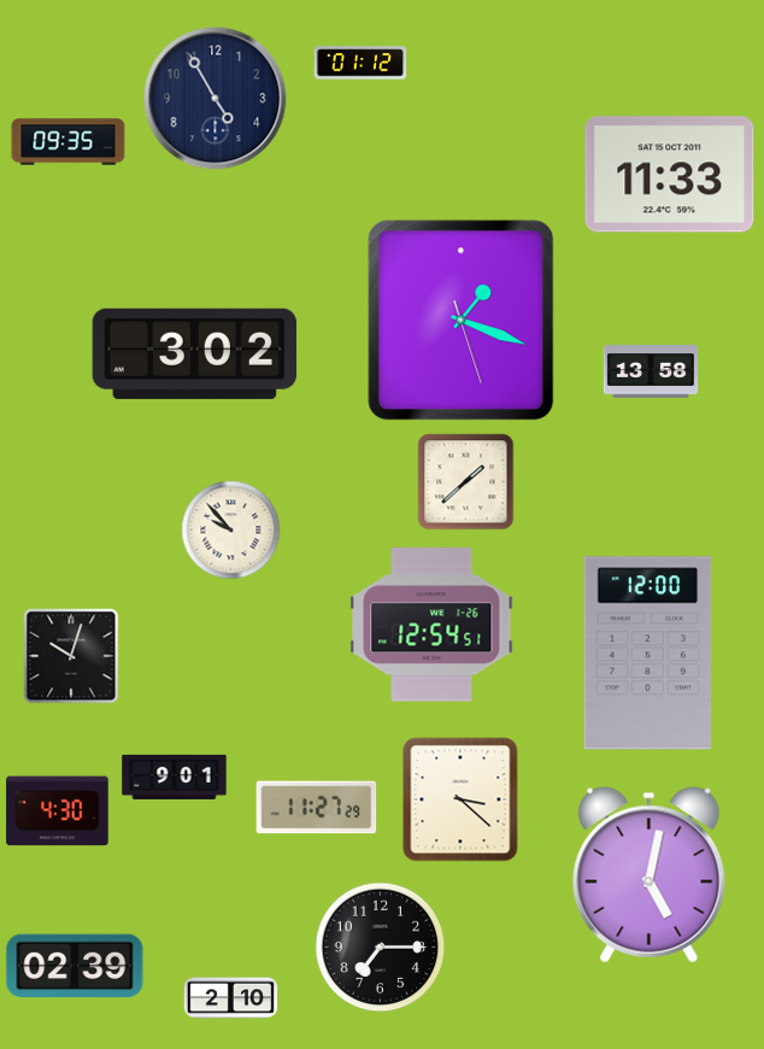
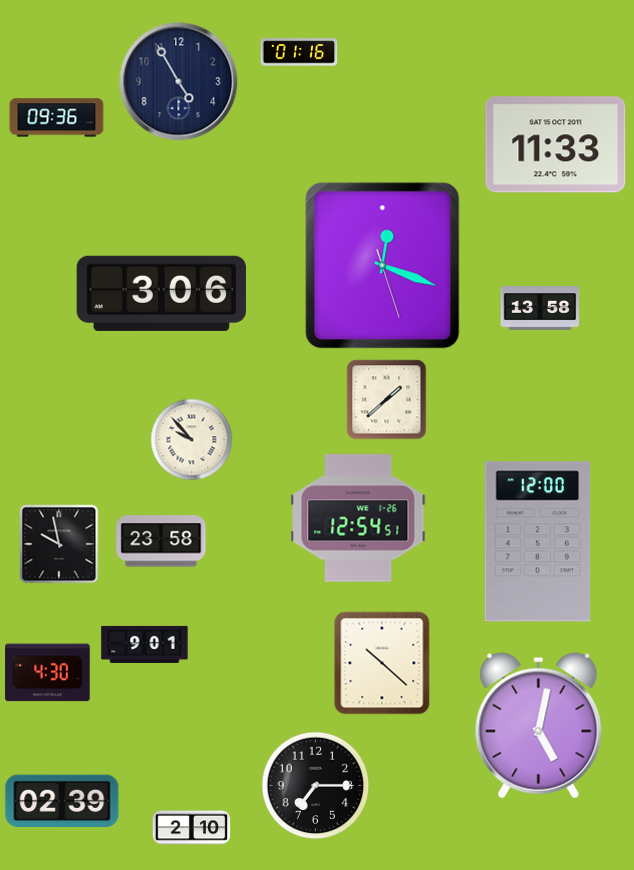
clock at (360, 63): 01:12 -> 01:16
clock at (69, 142): 09:35 -> 09:36
clock at (462, 321): 1:18 -> 12:18
clock at (194, 353): 3:02 -> 3:06
clock at (161, 541): none -> 23:58
clock at (71, 656): 10:03 -> 9:58
clock at (460, 799): 3:22 -> 10:22
clock at (317, 808): 11:27 -> none
